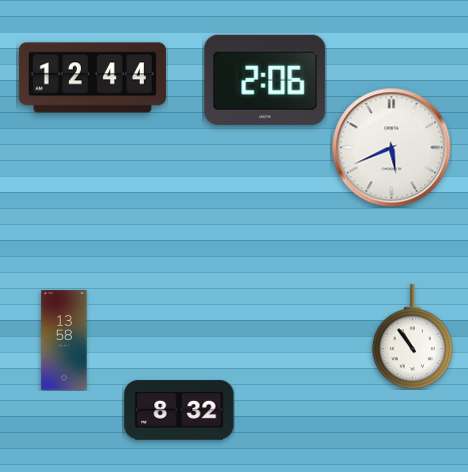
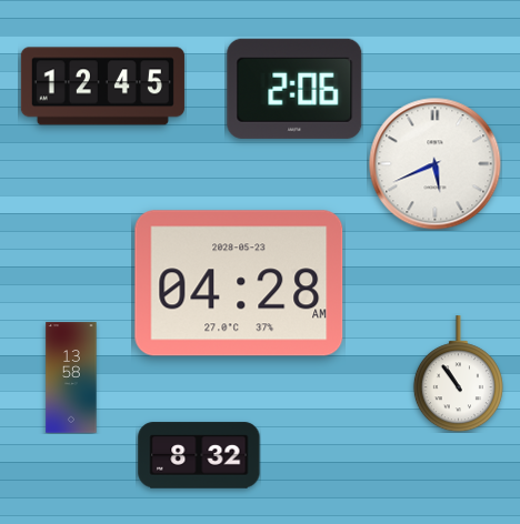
clock at (92, 78): 12:44 -> 12:45
clock at (239, 283): none -> 04:28
